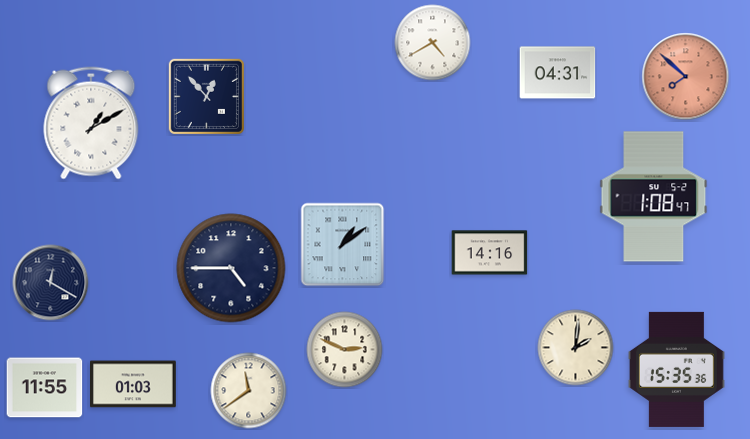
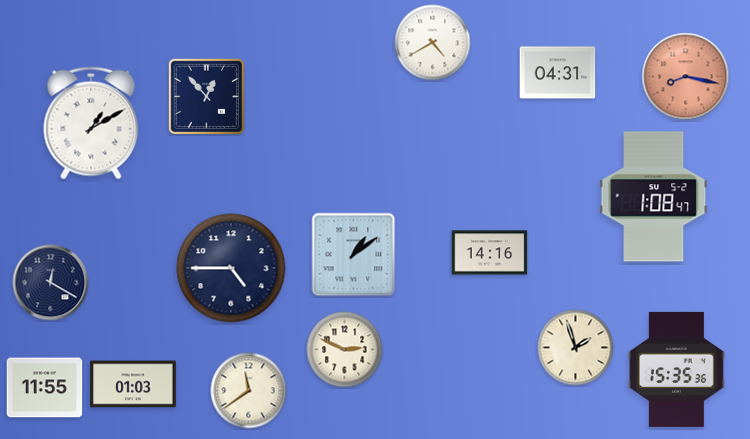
clock at (686, 77): 7:52 -> 8:17
clock at (343, 245) position: (343, 245) -> (354, 255)
clock at (576, 348): 2:01 -> 1:57
